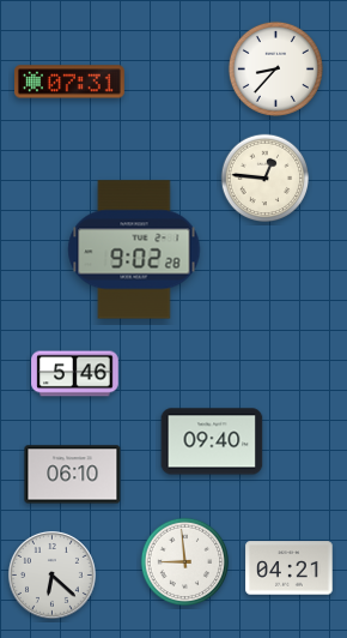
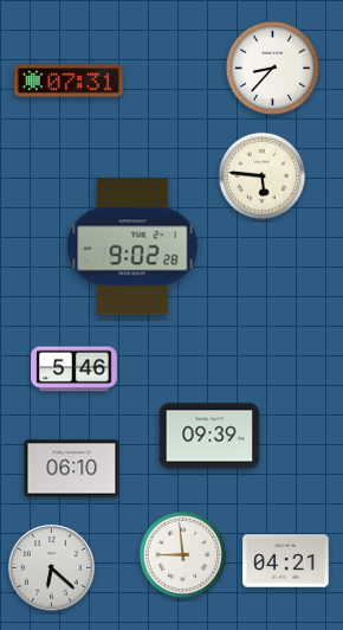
clock at (266, 179): 12:46 -> 5:46
clock at (212, 441): 09:40 -> 09:39
